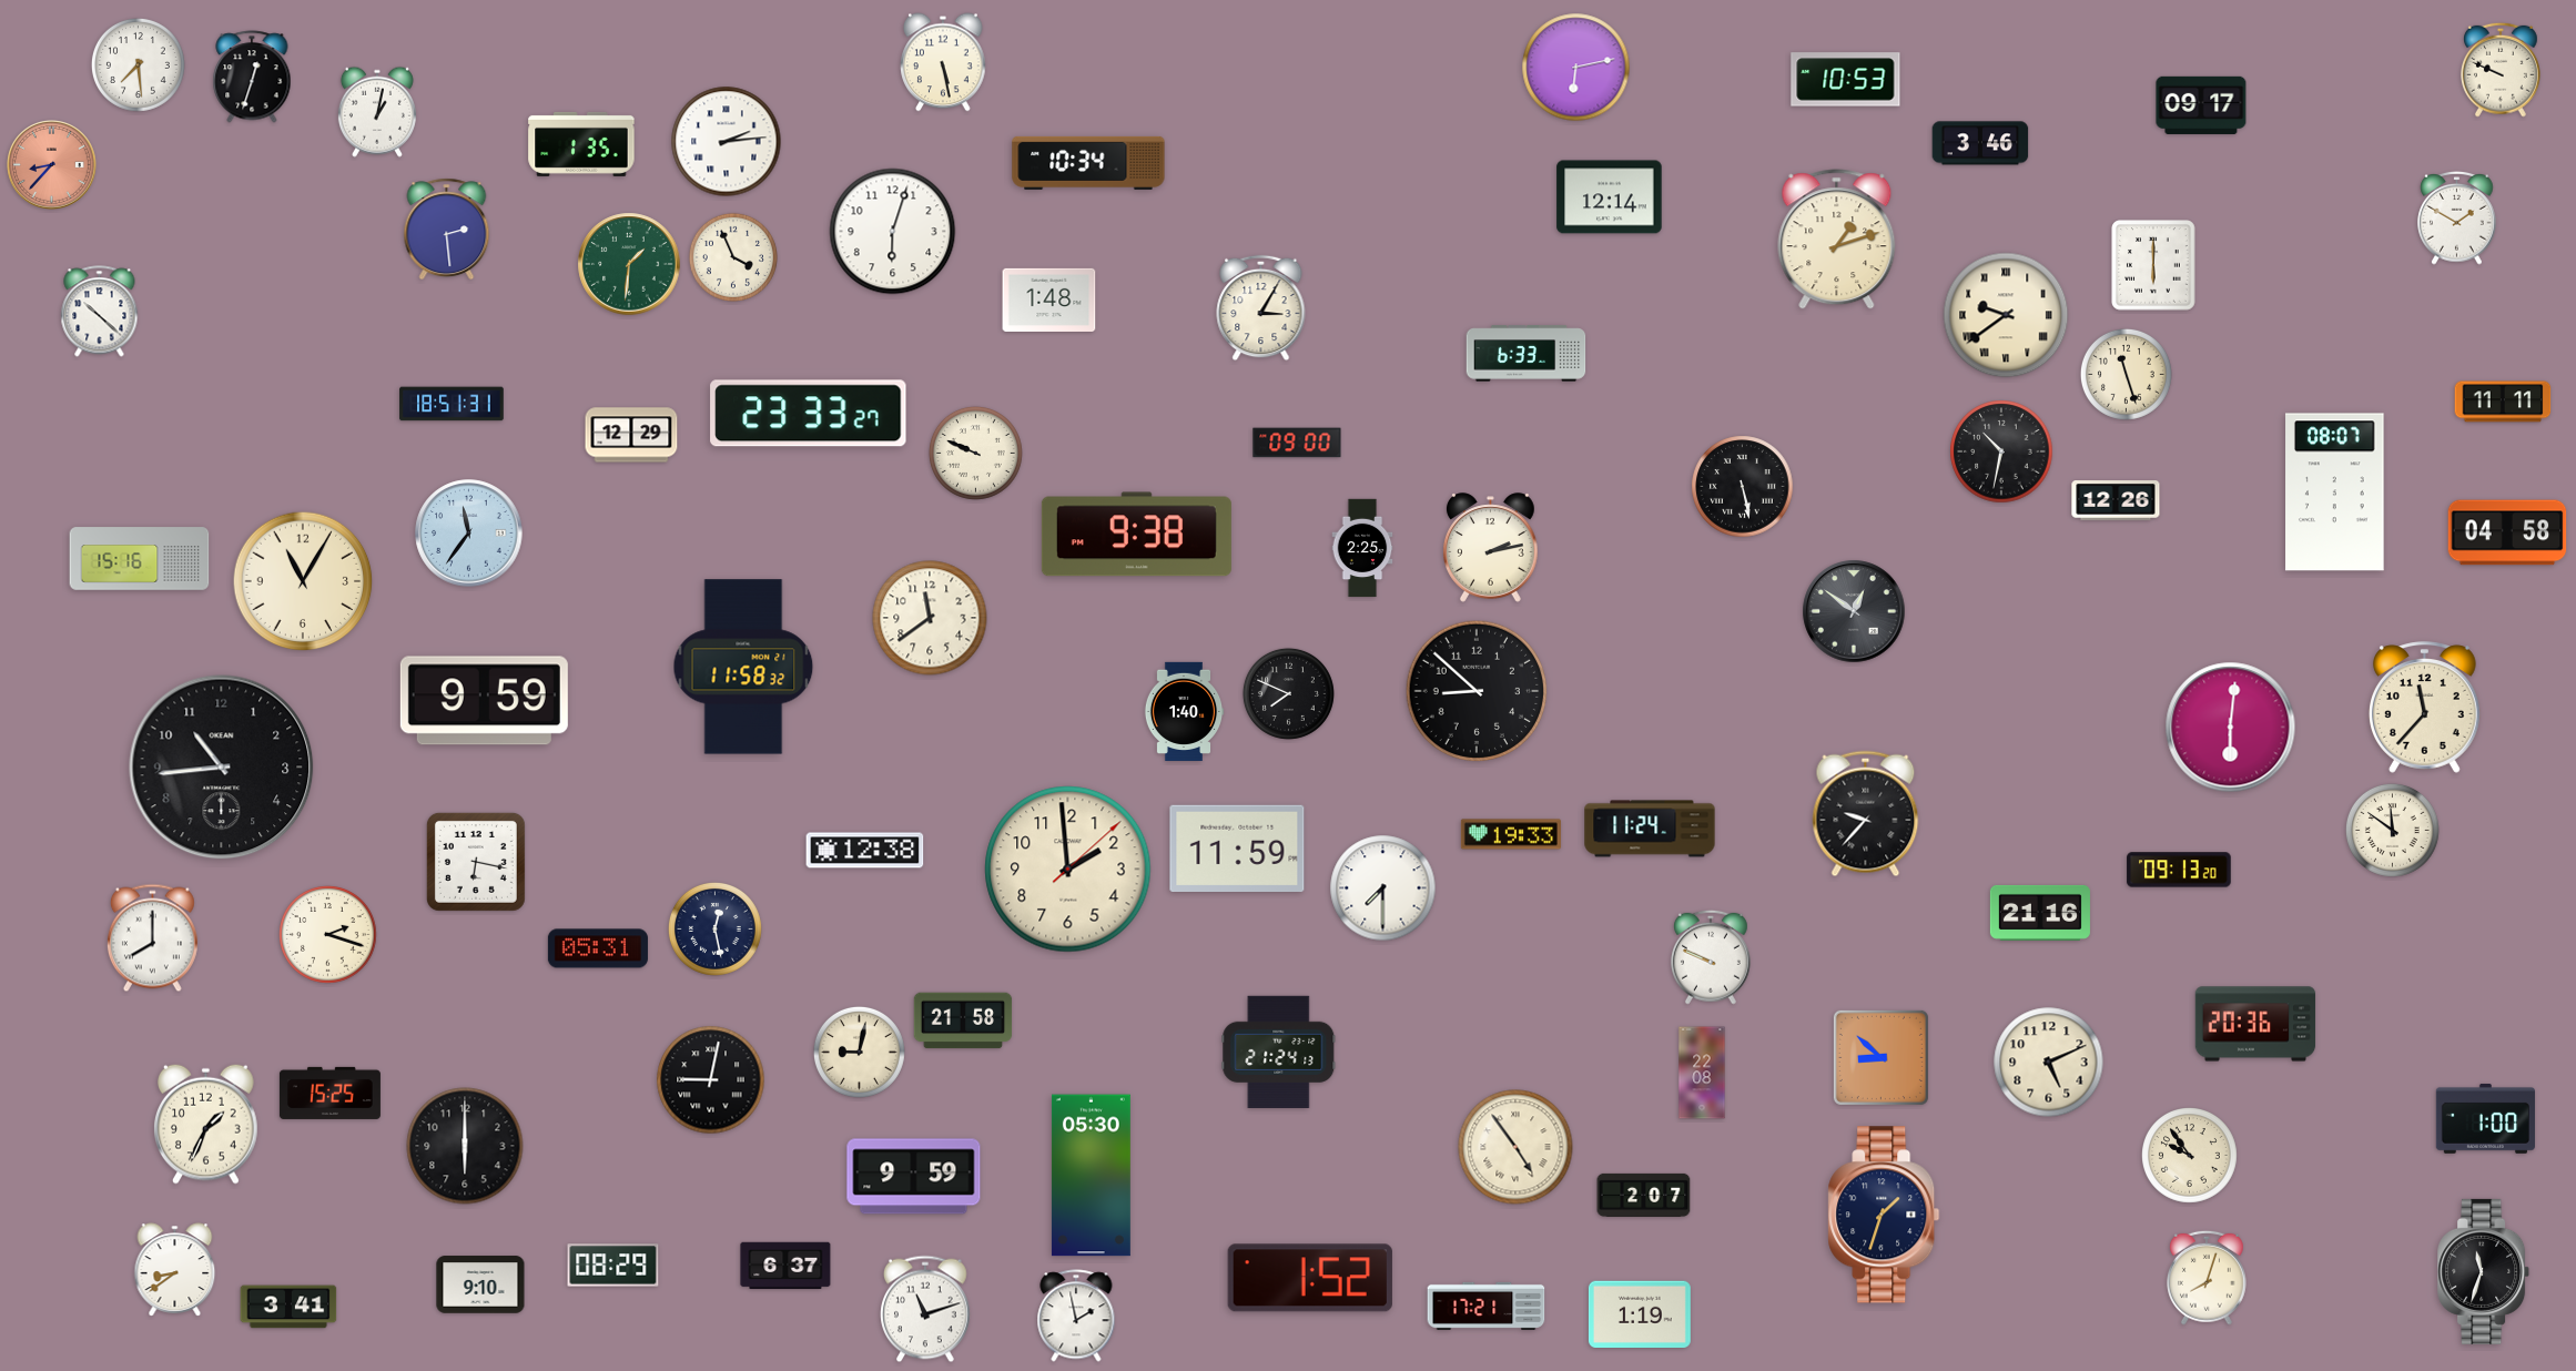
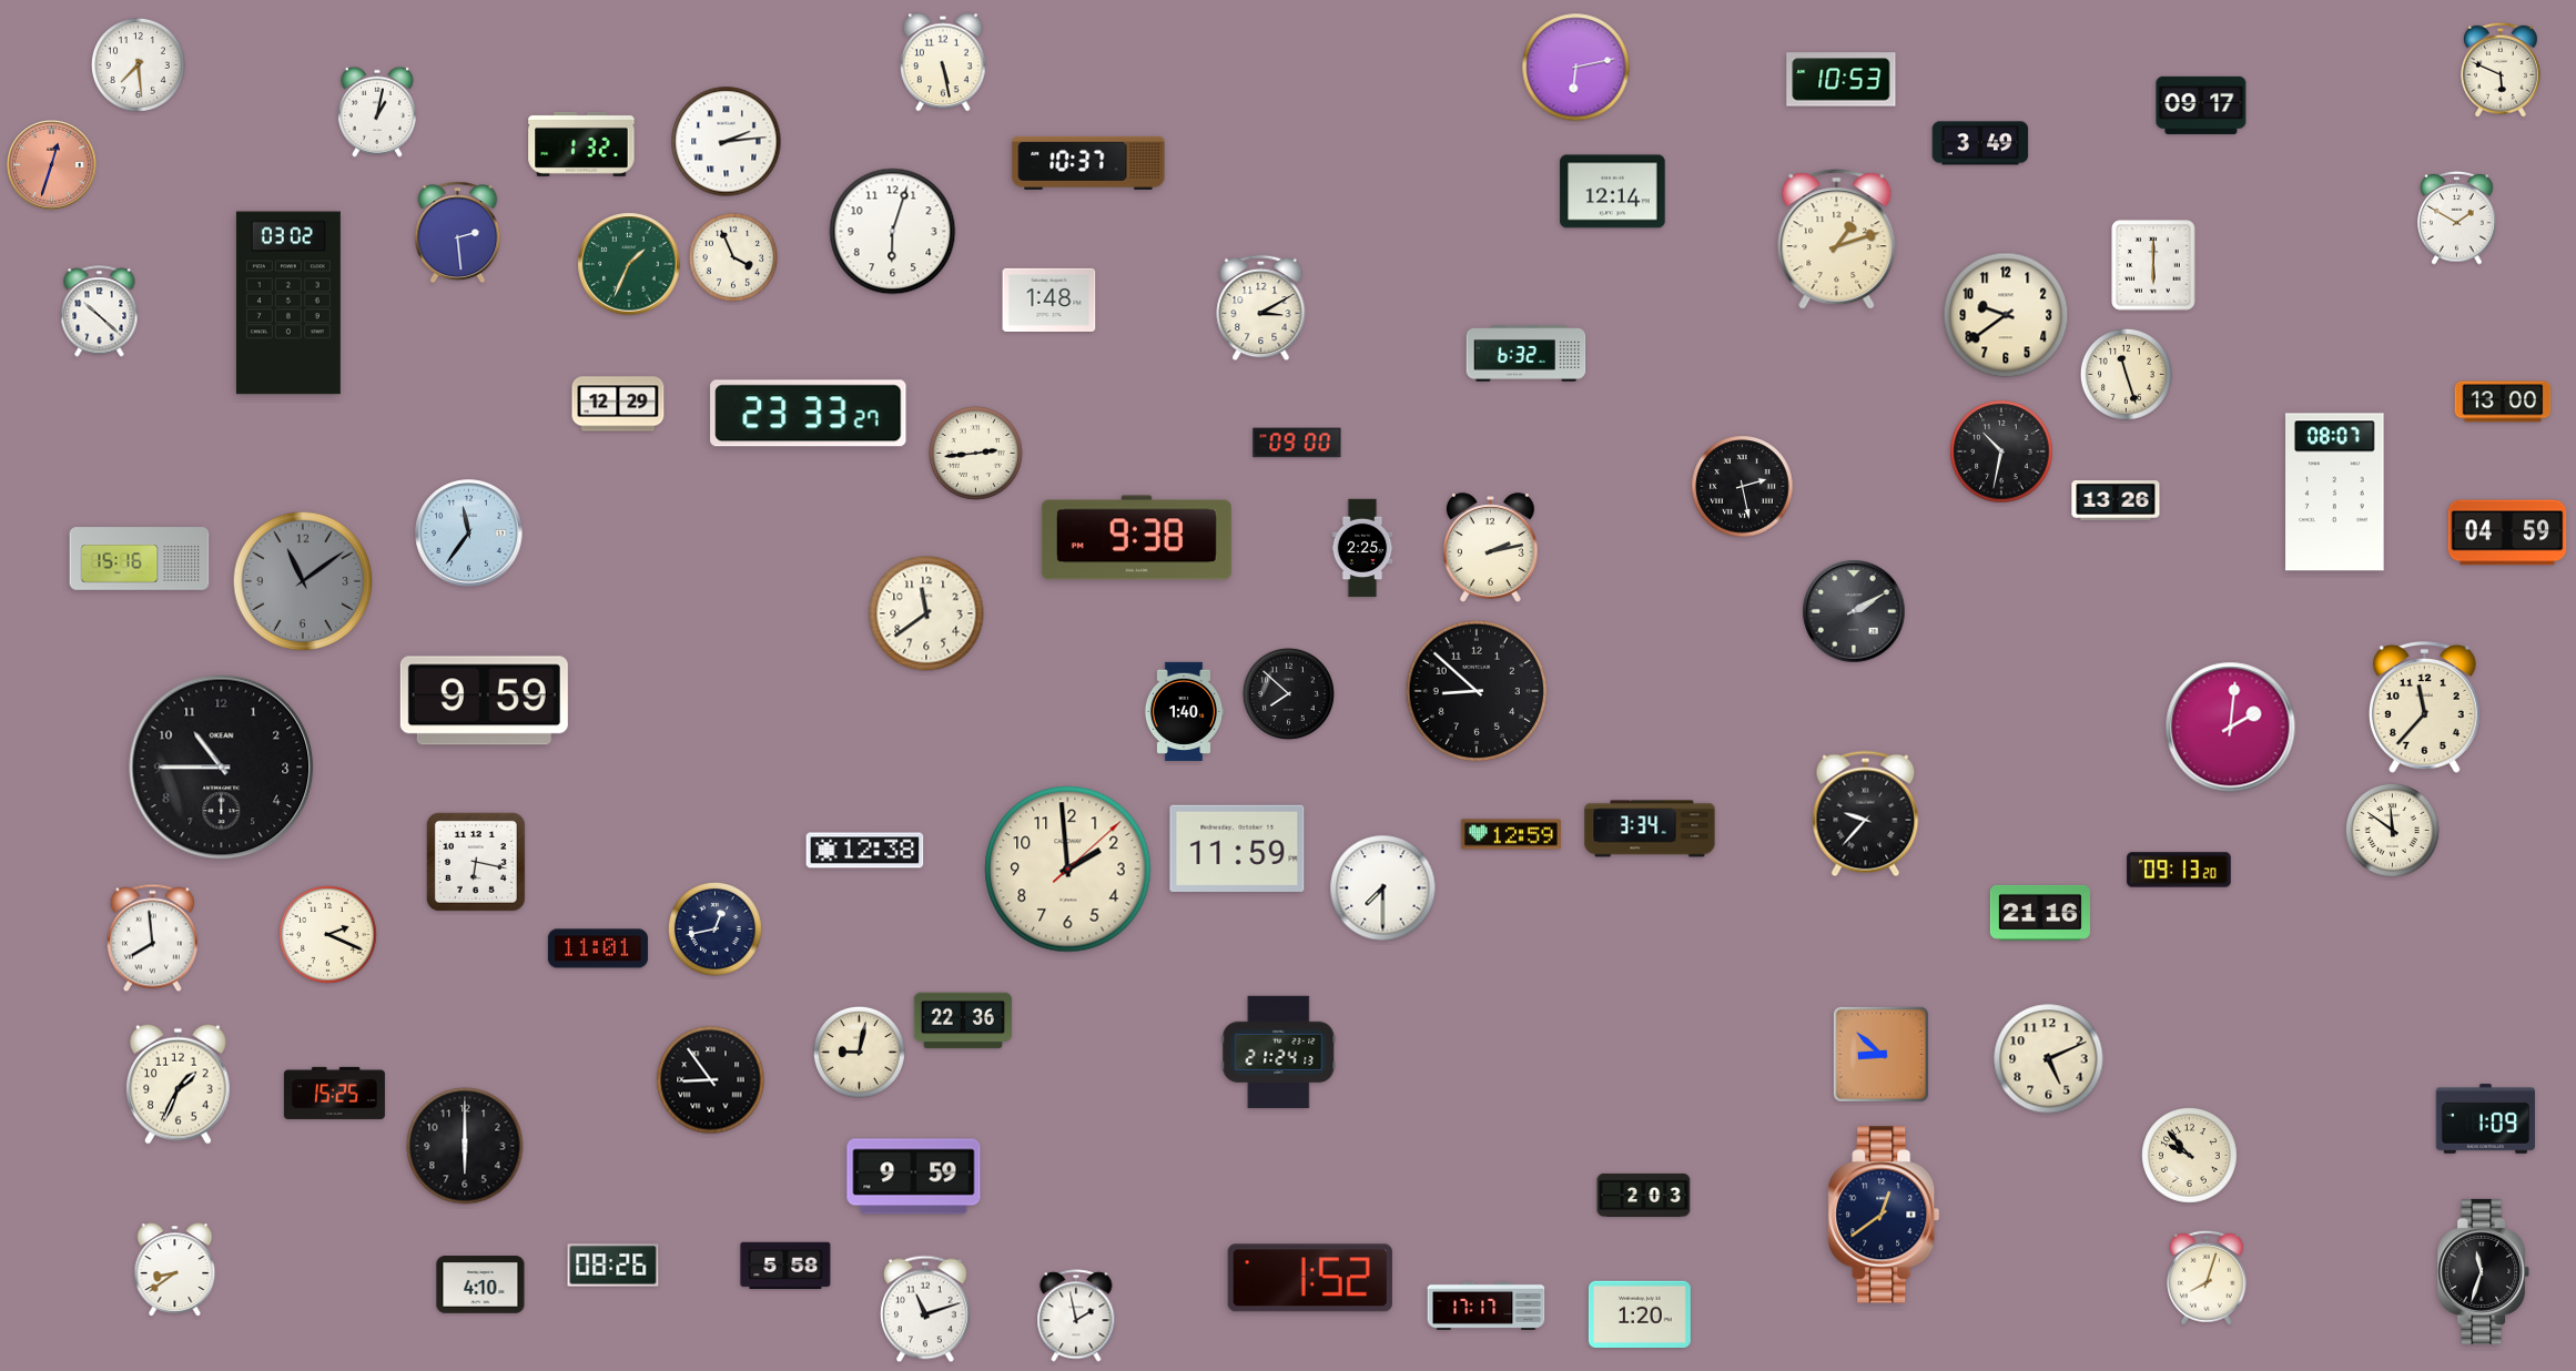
clock at (2501, 70): 9:49 -> 5:49
clock at (252, 77): 12:33 -> none
clock at (1846, 80) position: (1846, 80) -> (1842, 80)
clock at (1980, 143): 3:46 -> 3:49
clock at (581, 144): 1:35 -> 1:32
clock at (1088, 163): 10:34 -> 10:37
clock at (52, 165): 8:37 -> 12:33
clock at (1610, 197) position: (1610, 197) -> (1613, 192)
clock at (447, 230) position: (447, 230) -> (458, 233)
clock at (629, 264): 1:31 -> 1:34
clock at (288, 303): none -> 03:02
clock at (1261, 308): 3:05 -> 3:10
clock at (2006, 315) numerals: Roman -> Arabic
clock at (1527, 354): 6:33 -> 6:32
clock at (2503, 402): 11:11 -> 13:00
clock at (452, 404): 18:51 -> none
clock at (631, 435) position: (631, 435) -> (618, 404)
clock at (975, 453): 9:49 -> 2:44
clock at (1743, 487): 5:28 -> 2:28
clock at (2116, 501): 12:26 -> 13:26
clock at (2507, 532): 04:58 -> 04:59
clock at (1136, 535) position: (1136, 535) -> (1136, 538)
clock at (303, 581): 11:05 -> 11:09
clock at (303, 581) dial: cream -> grey
clock at (1854, 611): 12:51 -> 2:10
clock at (930, 618) position: (930, 618) -> (926, 613)
clock at (743, 667): 11:58 -> none
clock at (1288, 693): 7:49 -> 7:52
clock at (2231, 728): 6:01 -> 2:01
clock at (222, 768): 10:44 -> 10:45
clock at (1650, 829): 11:24 -> 3:34
clock at (1511, 834): 19:33 -> 12:59
clock at (714, 928): 12:28 -> 12:43
clock at (328, 935): 2:18 -> 2:19
clock at (152, 938): 8:00 -> 7:59
clock at (598, 948): 05:31 -> 11:01
clock at (1711, 957): 9:49 -> none
clock at (963, 1020): 21:58 -> 22:36
clock at (2255, 1024): 20:36 -> none
clock at (1880, 1057) position: (1880, 1057) -> (1880, 1054)
clock at (2049, 1063) position: (2049, 1063) -> (2049, 1059)
clock at (1702, 1073): 22:08 -> none
clock at (711, 1080): 9:02 -> 8:54
clock at (329, 1093) position: (329, 1093) -> (334, 1093)
clock at (2485, 1118): 1:00 -> 1:09
clock at (206, 1124) position: (206, 1124) -> (179, 1084)
clock at (1515, 1147): 4:54 -> none
clock at (2190, 1156): 9:54 -> 9:53
clock at (1091, 1176): 05:30 -> none
clock at (1644, 1195): 2:07 -> 2:03
clock at (1884, 1215): 1:33 -> 12:39
clock at (613, 1266): 08:29 -> 08:26
clock at (785, 1266): 6:37 -> 5:58
clock at (480, 1284): 9:10 -> 4:10
clock at (1487, 1306): 17:21 -> 17:17
clock at (288, 1307): 3:41 -> none
clock at (1640, 1313): 1:19 -> 1:20
